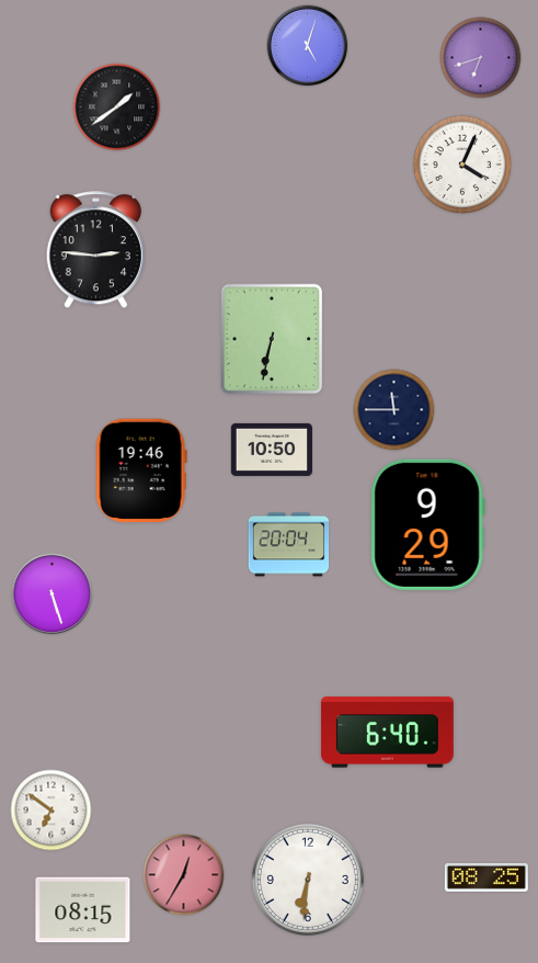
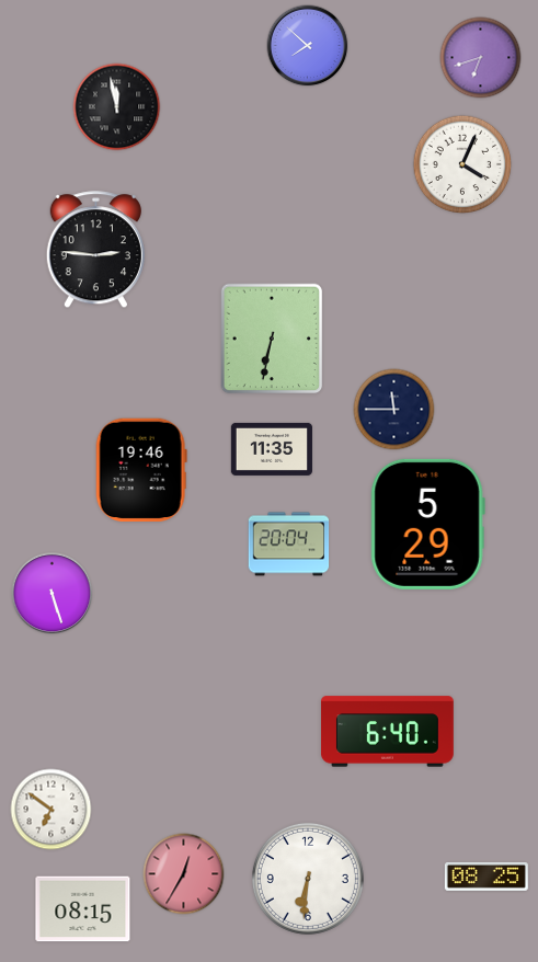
clock at (308, 46): 5:03 -> 7:52
clock at (117, 107): 1:39 -> 11:58
clock at (271, 450): 10:50 -> 11:35
clock at (427, 524): 9:29 -> 5:29
